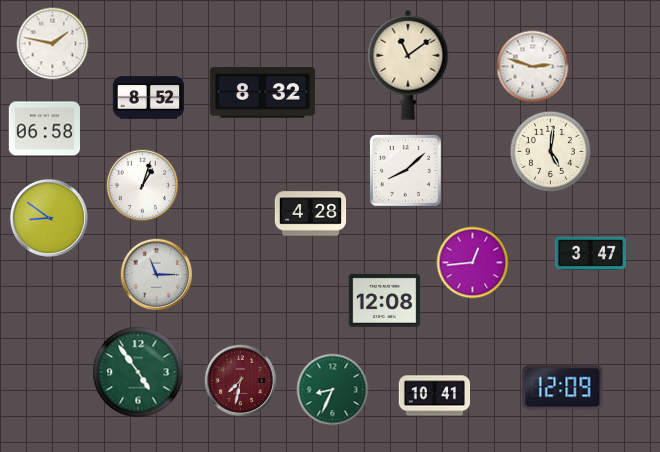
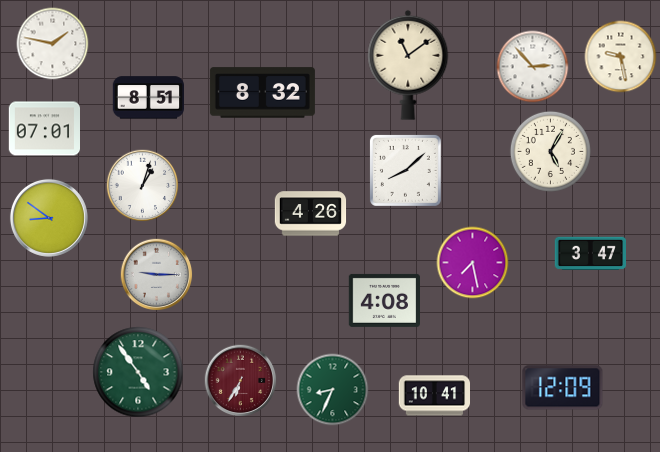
clock at (621, 57): none -> 9:28
clock at (533, 67): 2:48 -> 2:53
clock at (148, 98): 8:52 -> 8:51
clock at (44, 129): 06:58 -> 07:01
clock at (550, 151): 5:01 -> 5:05
clock at (311, 214): 4:28 -> 4:26
clock at (473, 263): 12:44 -> 7:28
clock at (157, 275): 11:15 -> 9:15
clock at (384, 300): 12:08 -> 4:08
clock at (241, 381): 7:32 -> 6:35
